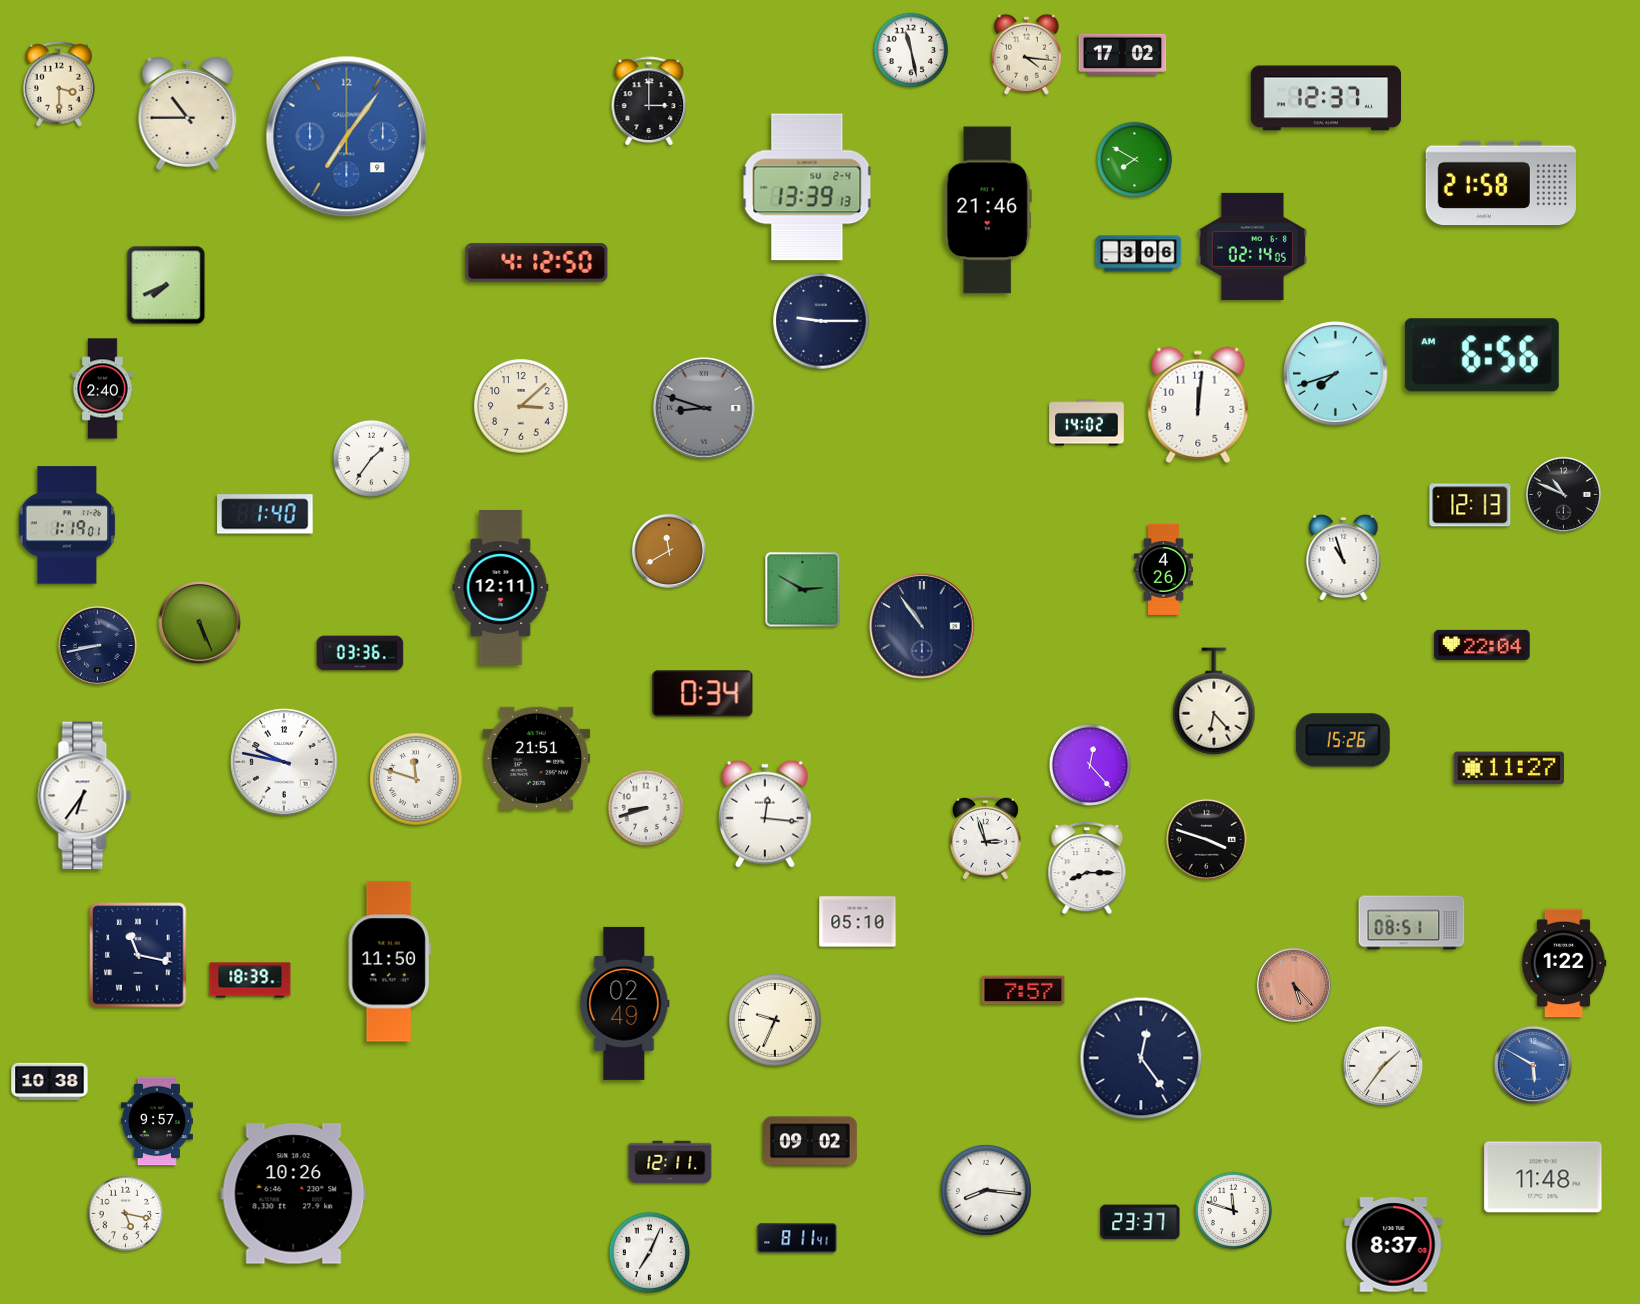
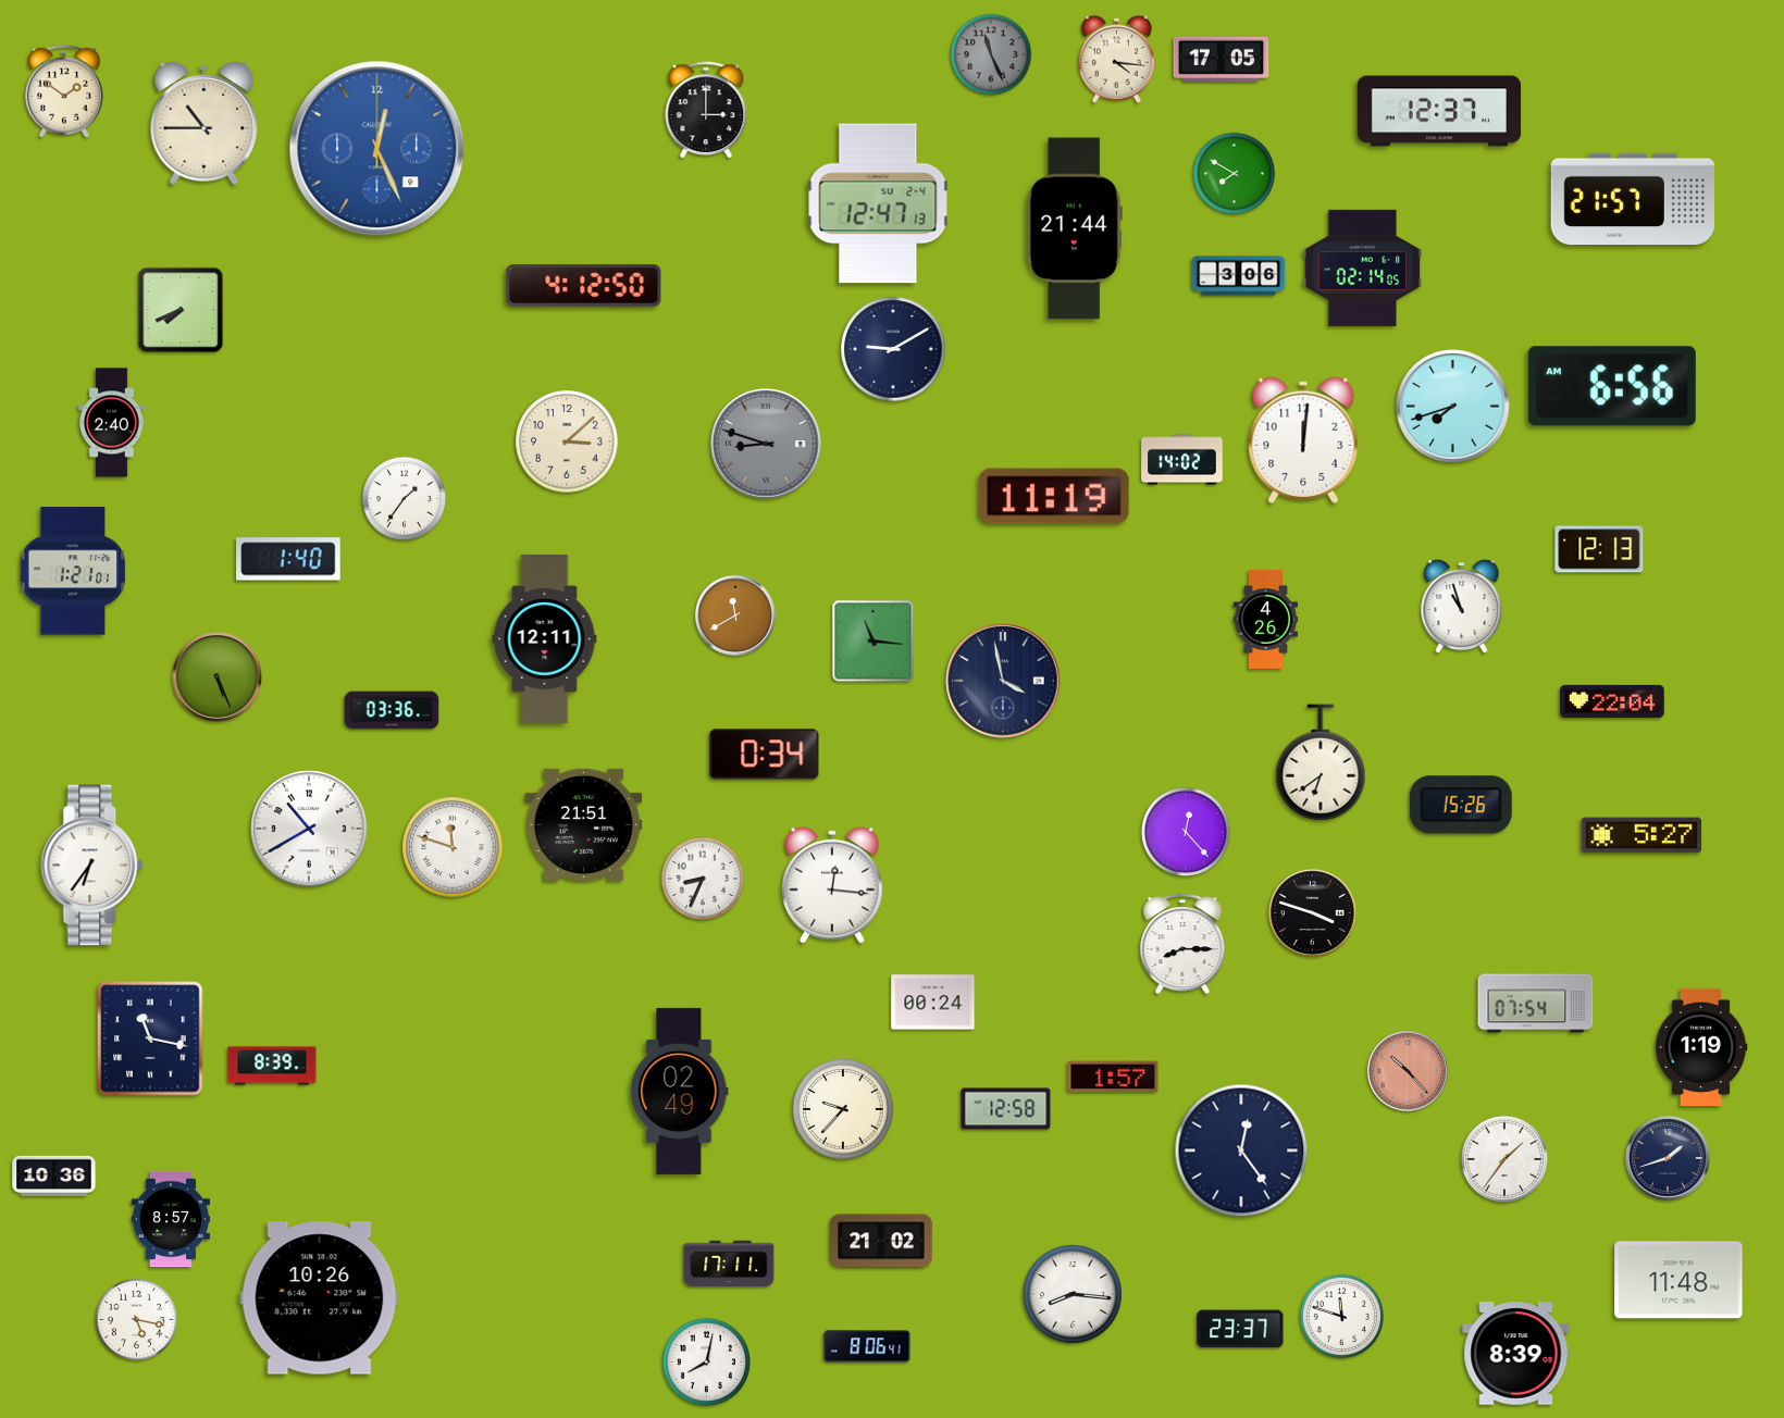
clock at (911, 50): 11:28 -> 11:26
clock at (911, 50) dial: white -> grey
clock at (1123, 55): 17:02 -> 17:05
clock at (59, 84): 3:30 -> 1:51
clock at (1326, 98) position: (1326, 98) -> (1439, 111)
clock at (347, 137): 7:06 -> 12:26
clock at (1500, 183): 21:58 -> 21:57
clock at (807, 187): 13:39 -> 12:47
clock at (988, 210): 21:46 -> 21:44
clock at (821, 321): 9:15 -> 9:10
clock at (1054, 496): none -> 11:19
clock at (1563, 494): 10:49 -> none
clock at (67, 525): 1:19 -> 1:21
clock at (669, 551) position: (669, 551) -> (735, 615)
clock at (803, 590): 2:50 -> 11:16
clock at (922, 626): 10:54 -> 3:58
clock at (97, 645): 8:43 -> none
clock at (1214, 701): 6:23 -> 6:39
clock at (284, 762): 9:47 -> 10:40
clock at (1509, 768): 11:27 -> 5:27
clock at (646, 808): 8:42 -> 8:34
clock at (986, 837): 2:57 -> none
clock at (858, 922): 05:10 -> 00:24
clock at (1412, 923): 08:51 -> 07:54
clock at (389, 962): 11:50 -> none
clock at (1564, 963): 1:22 -> 1:19
clock at (250, 980): 18:39 -> 8:39
clock at (1294, 985): 5:23 -> 10:23
clock at (1023, 990): 7:57 -> 1:57
clock at (775, 1020): 9:34 -> 9:37
clock at (1006, 1109): none -> 12:58
clock at (1533, 1065): 5:50 -> 1:42
clock at (1533, 1065) dial: blue -> navy
clock at (50, 1081): 10:38 -> 10:36
clock at (157, 1121): 9:57 -> 8:57
clock at (811, 1141): 09:02 -> 21:02
clock at (670, 1162): 12:11 -> 17:11
clock at (797, 1238): 8:11 -> 8:06
clock at (1394, 1245): 8:37 -> 8:39
clock at (649, 1252): 7:04 -> 8:02
